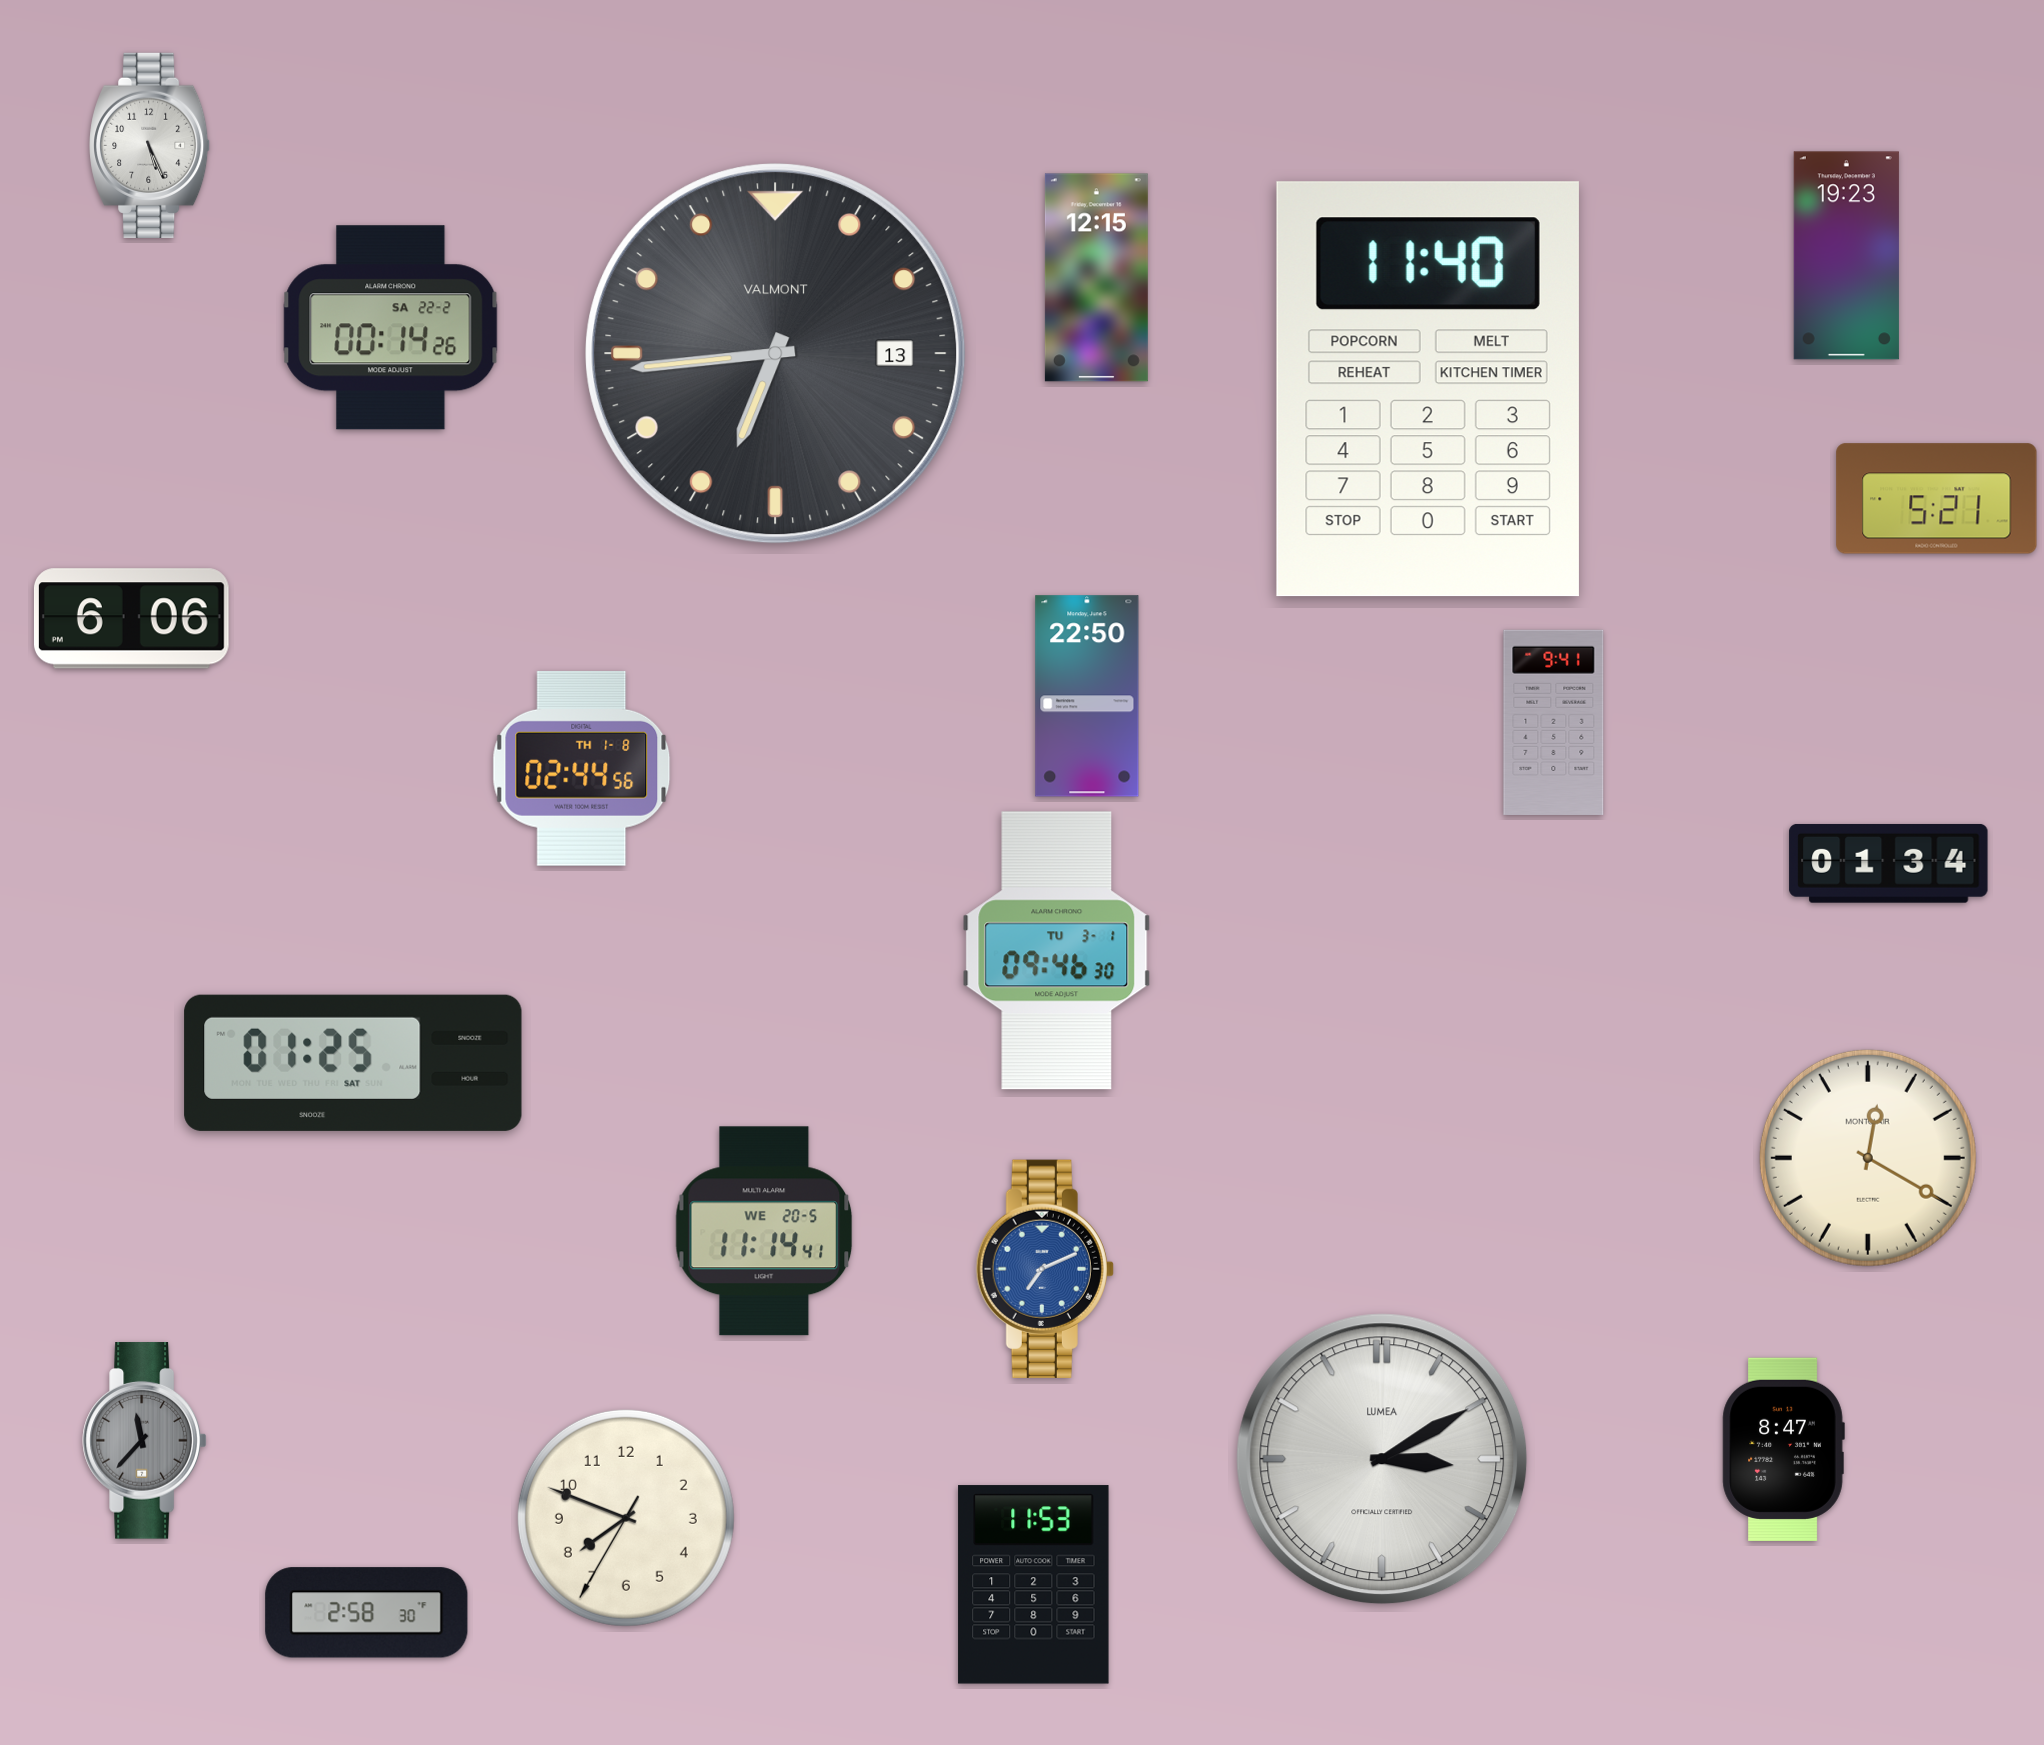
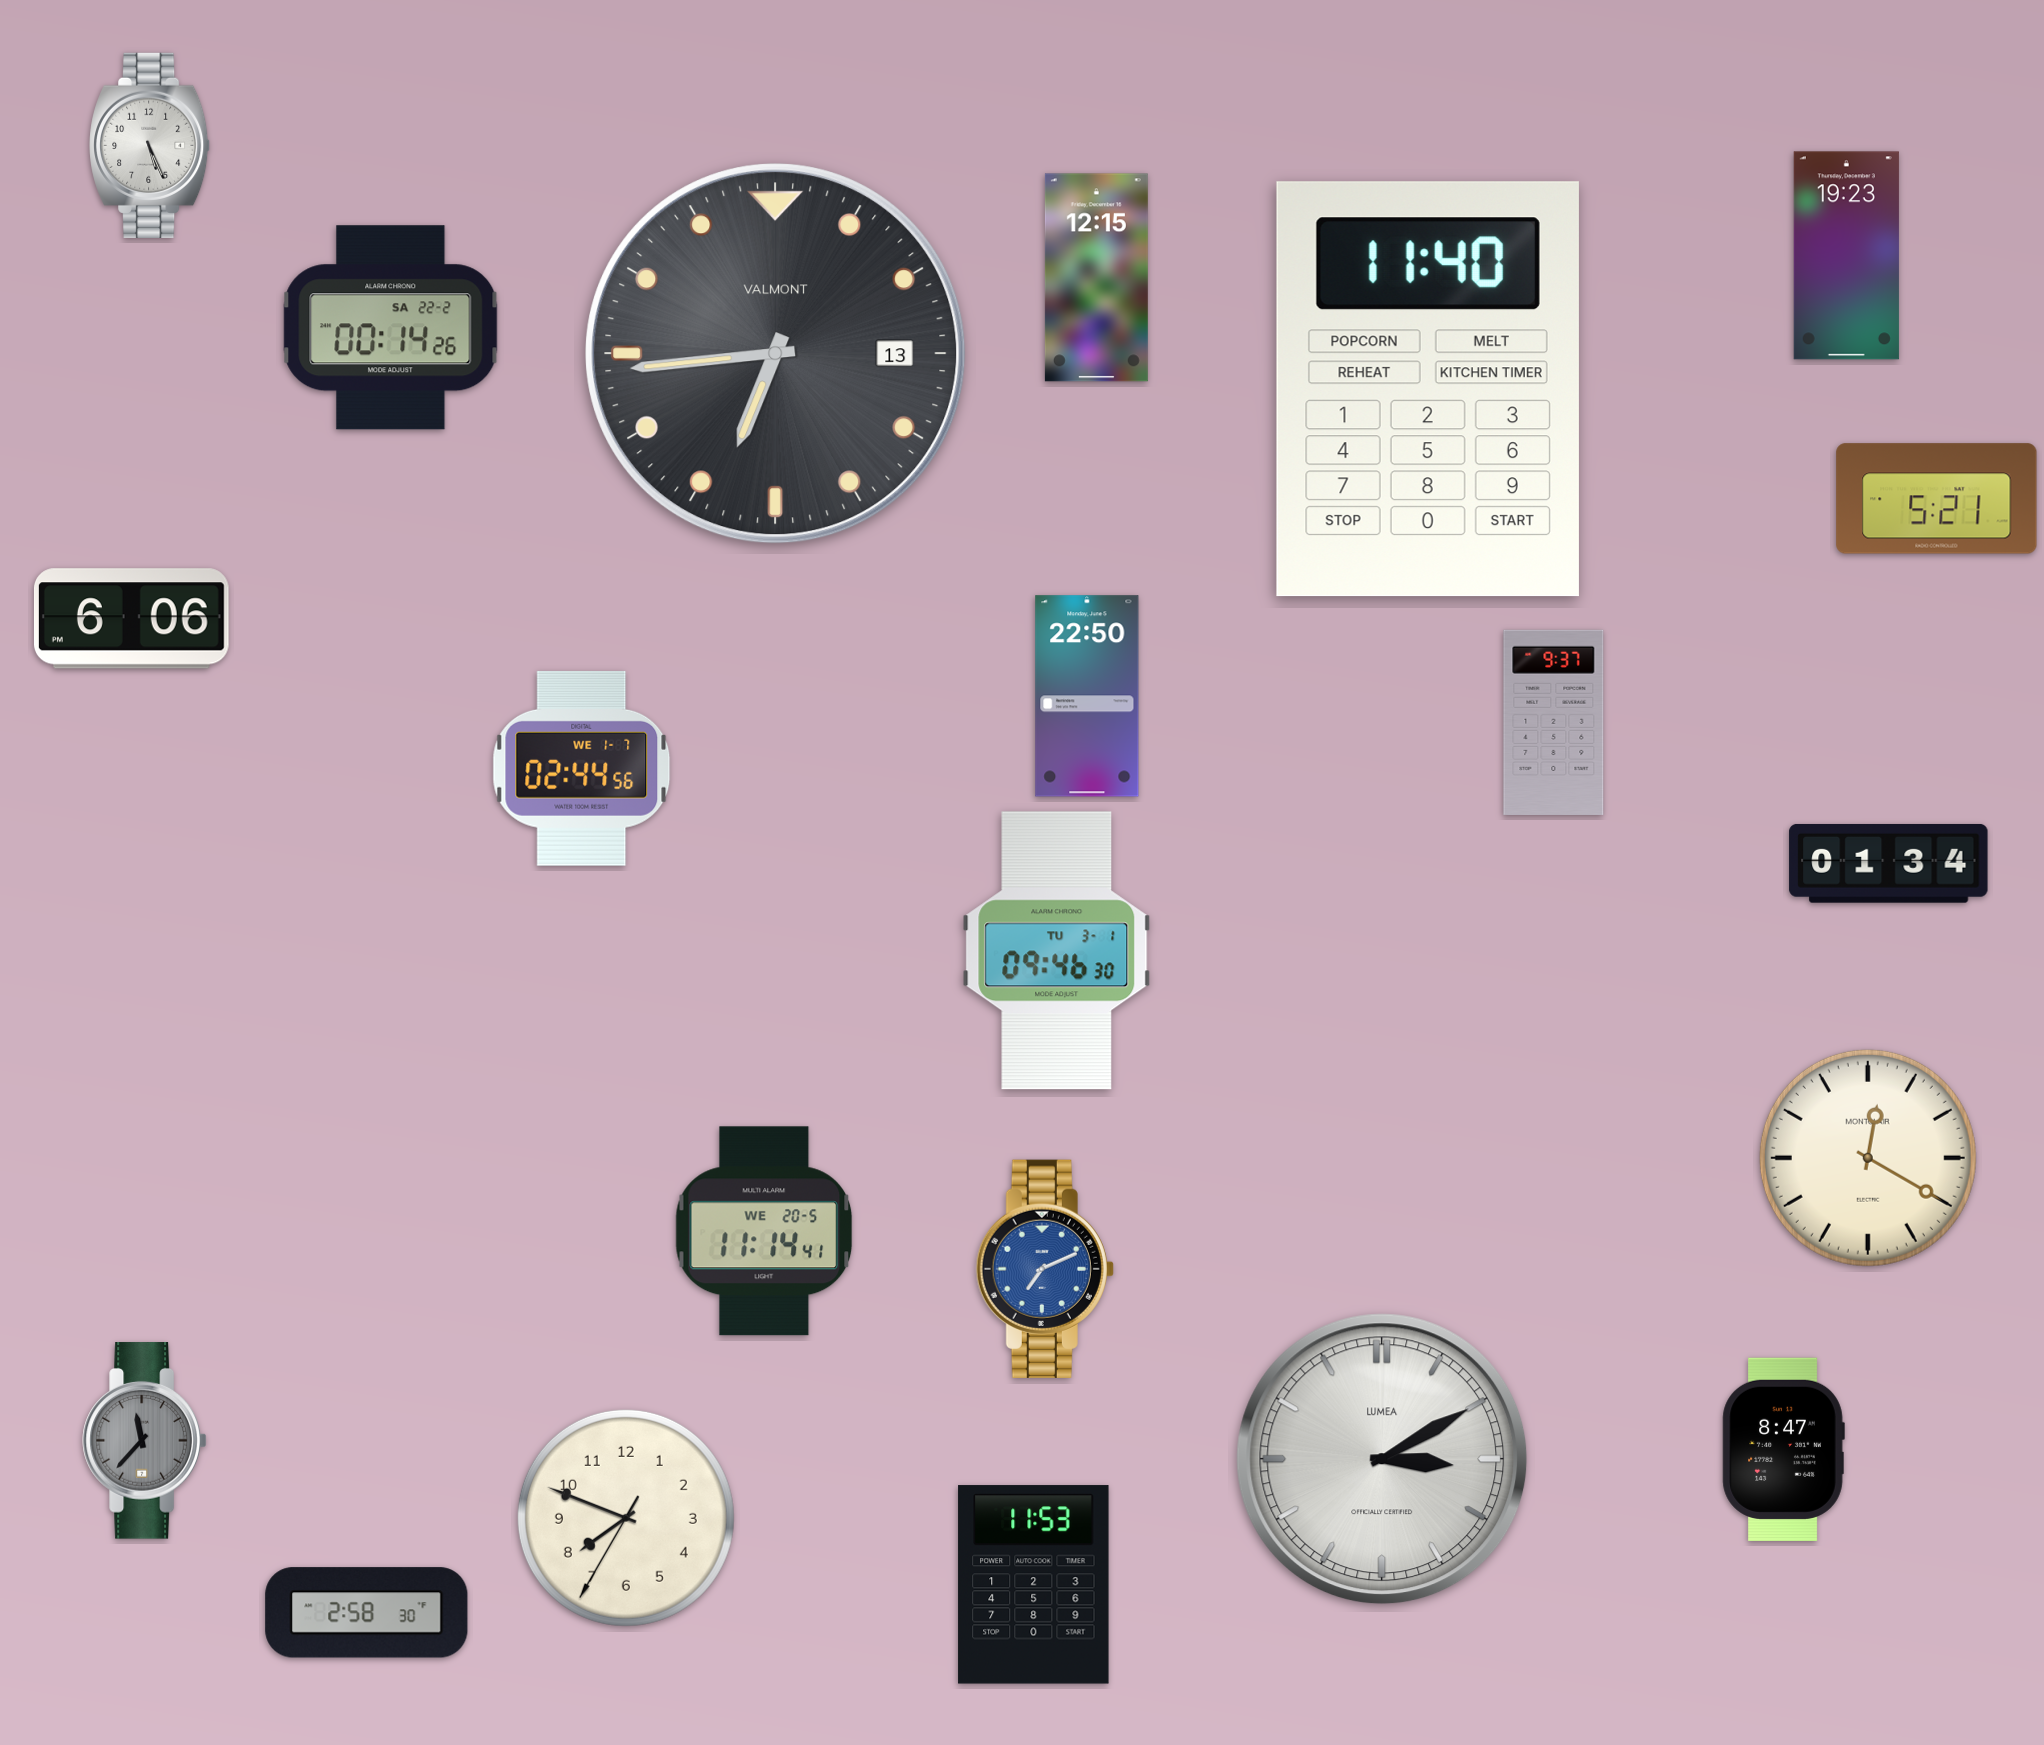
clock at (1554, 722): 9:41 -> 9:37
clock at (582, 768) date: TH 1-8 -> WE 1-7
clock at (353, 1063): 01:25 -> none
